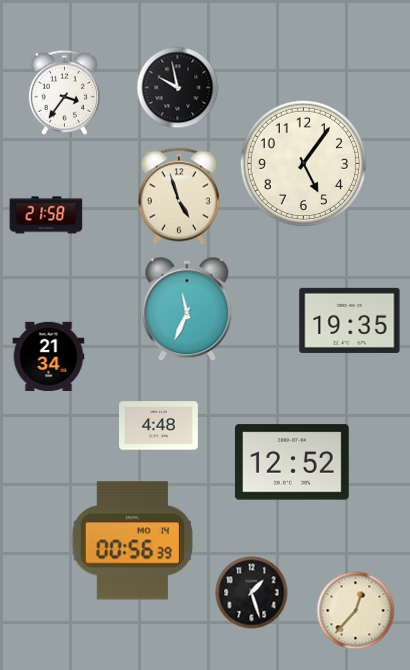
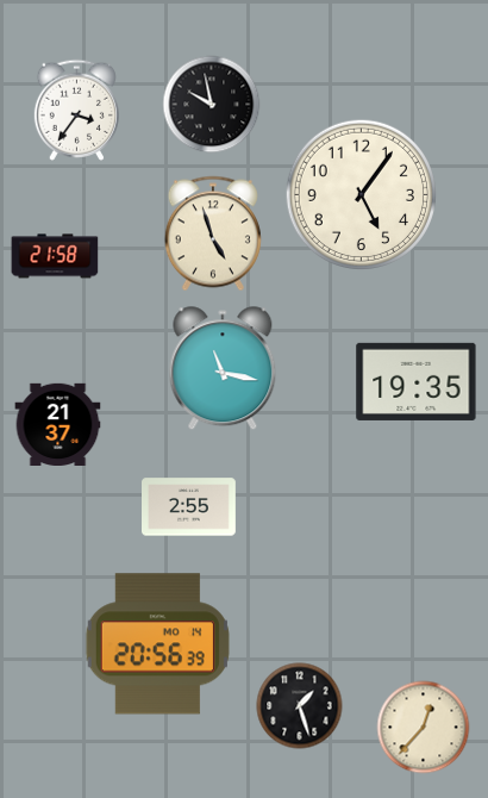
clock at (187, 310): 11:34 -> 11:17
clock at (49, 356): 21:34 -> 21:37
clock at (159, 426): 4:48 -> 2:55
clock at (292, 462): 12:52 -> none
clock at (132, 541): 00:56 -> 20:56
